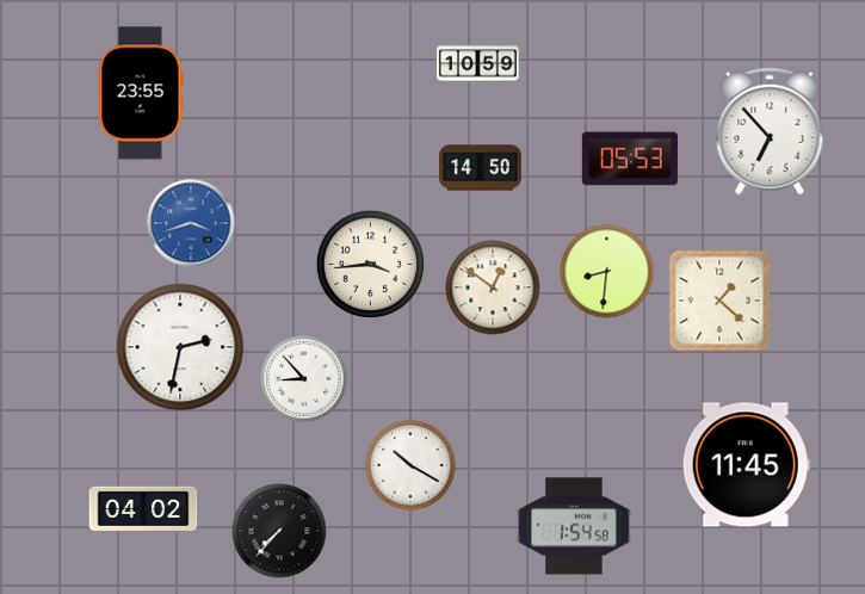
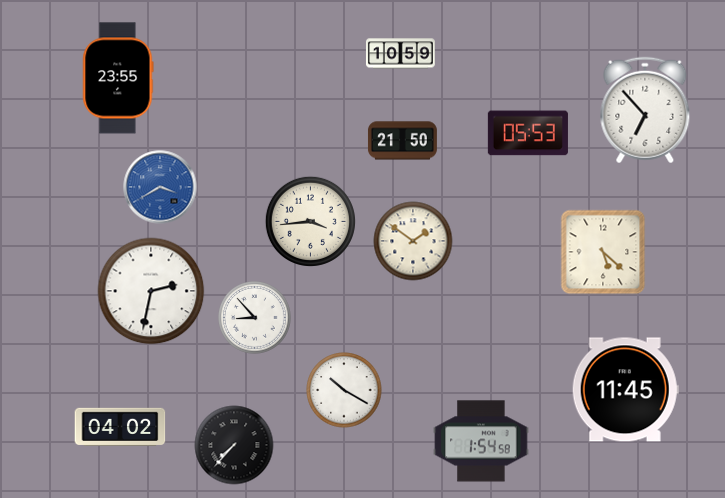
clock at (480, 168): 14:50 -> 21:50
clock at (191, 223): 3:42 -> 3:40
clock at (607, 272): 8:31 -> none
clock at (493, 287): 12:51 -> 1:51
clock at (719, 301): 1:22 -> 5:22
